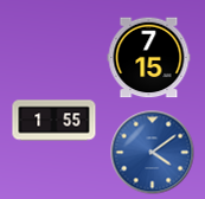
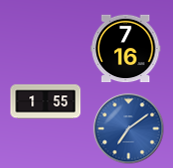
clock at (149, 58): 7:15 -> 7:16
clock at (153, 153): 4:09 -> 7:09
